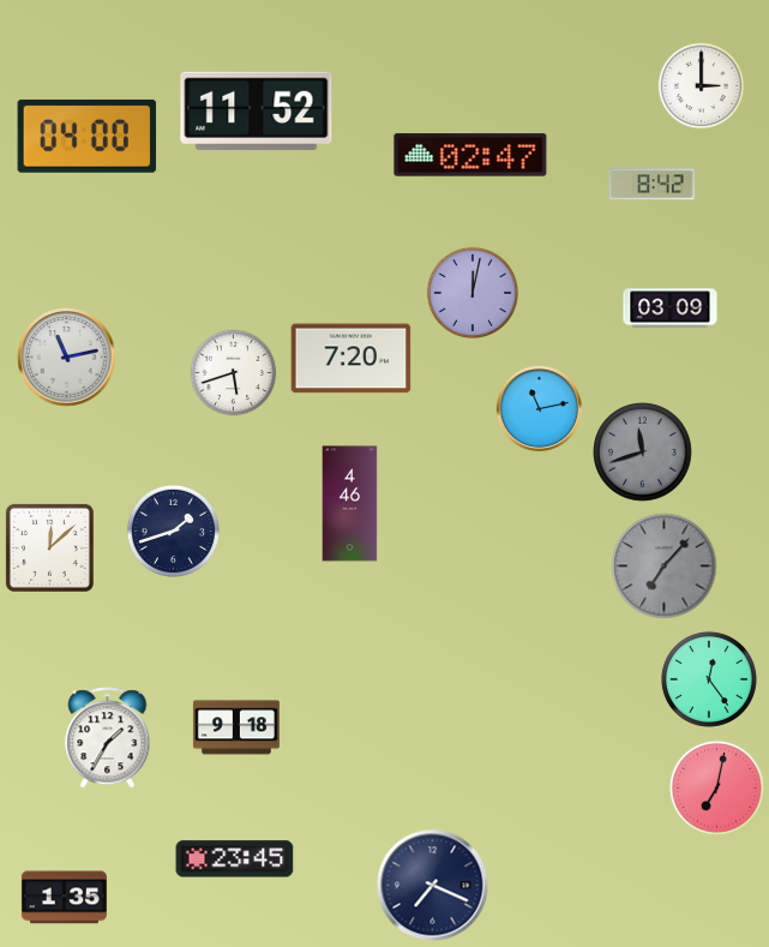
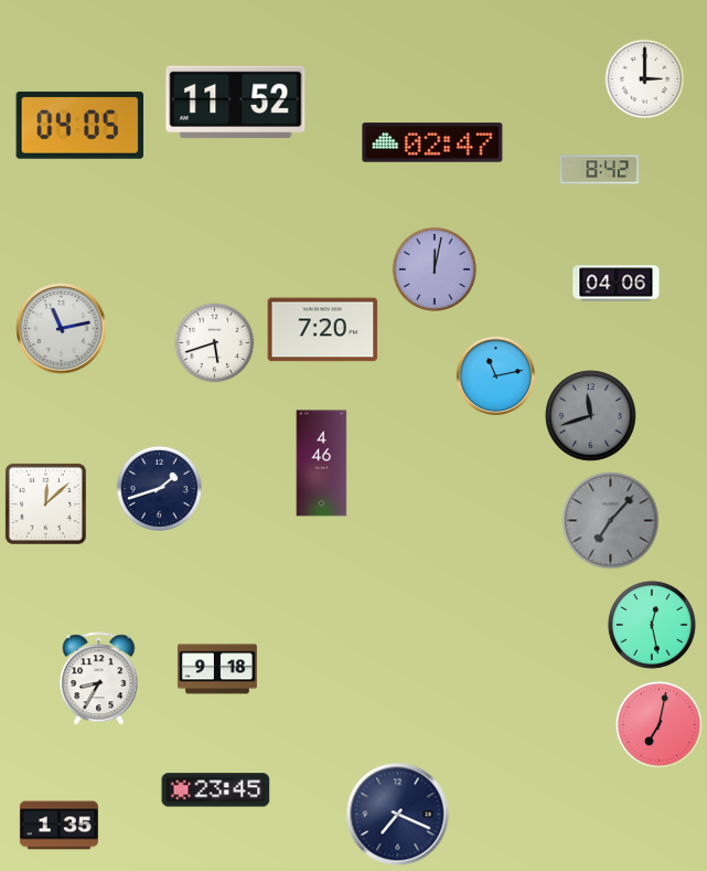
clock at (88, 136): 04:00 -> 04:05
clock at (671, 308): 03:09 -> 04:06
clock at (709, 679): 12:24 -> 12:28
clock at (108, 738): 1:35 -> 8:35
